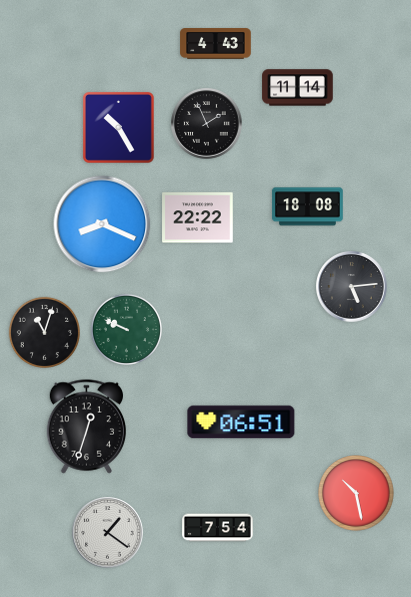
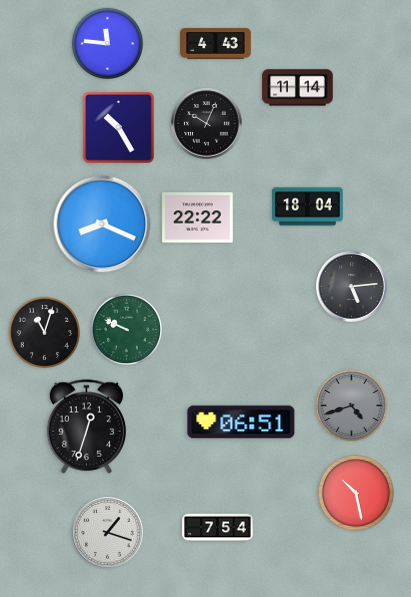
clock at (107, 43): none -> 11:46
clock at (207, 124): 1:56 -> 10:04
clock at (308, 207): 18:08 -> 18:04
clock at (351, 405): none -> 4:42
clock at (108, 533): 1:21 -> 1:18
